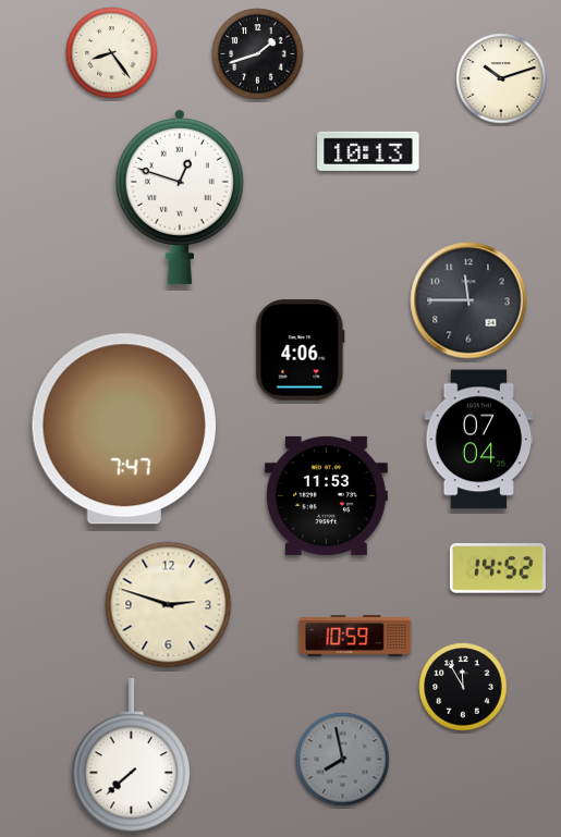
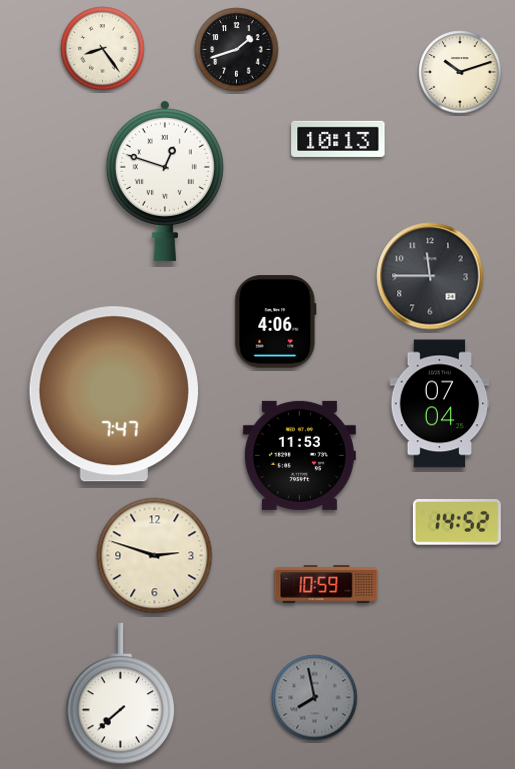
clock at (463, 687): 11:55 -> none
